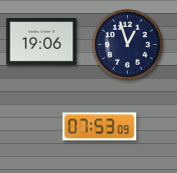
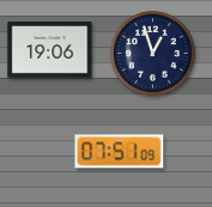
clock at (100, 127): 07:53 -> 07:51
